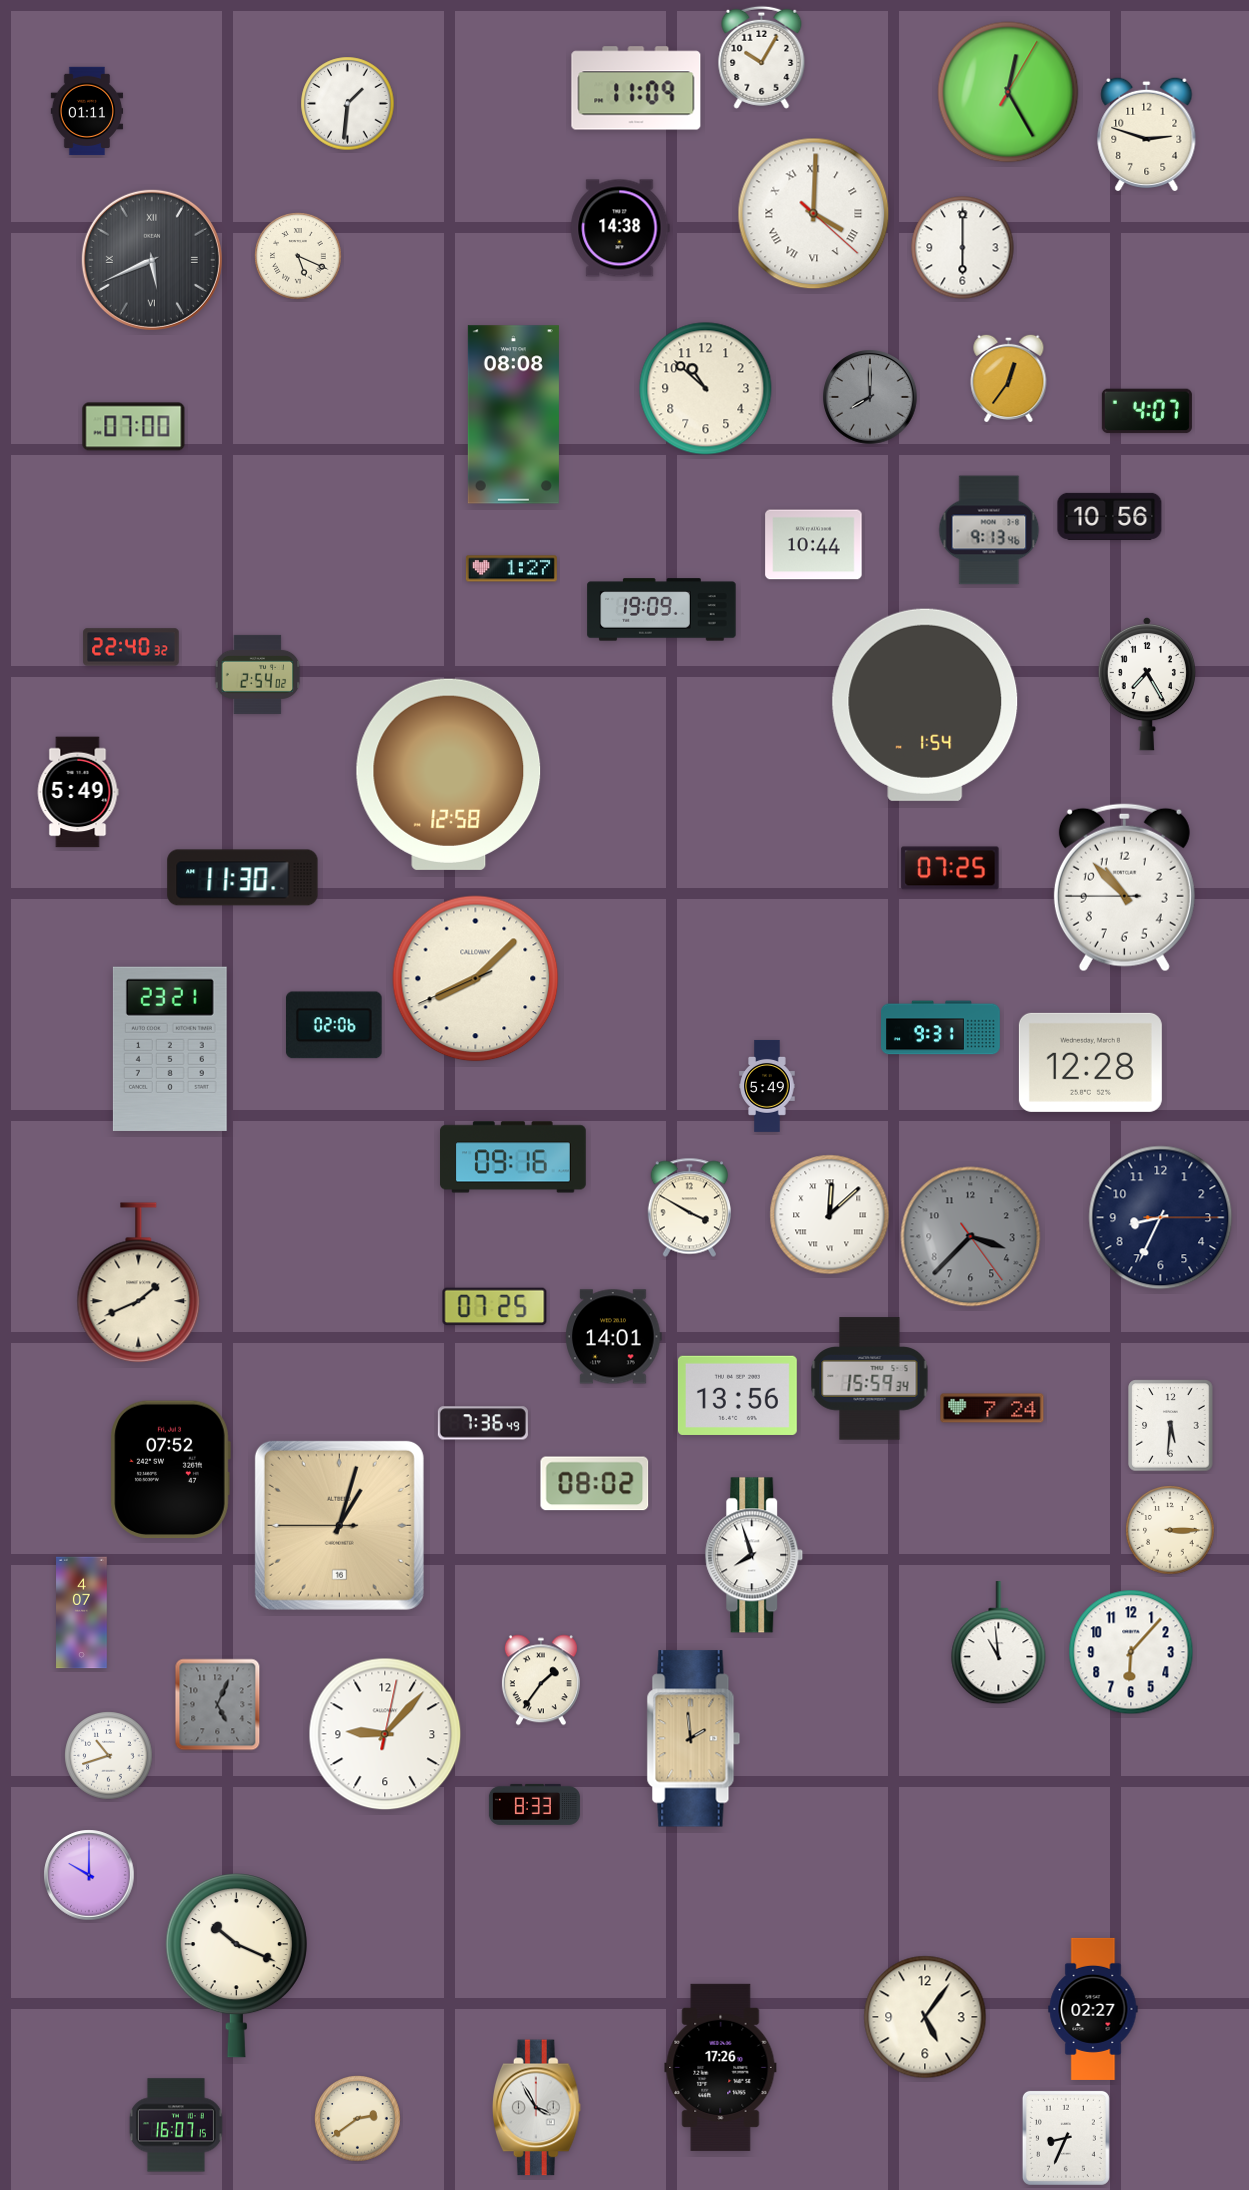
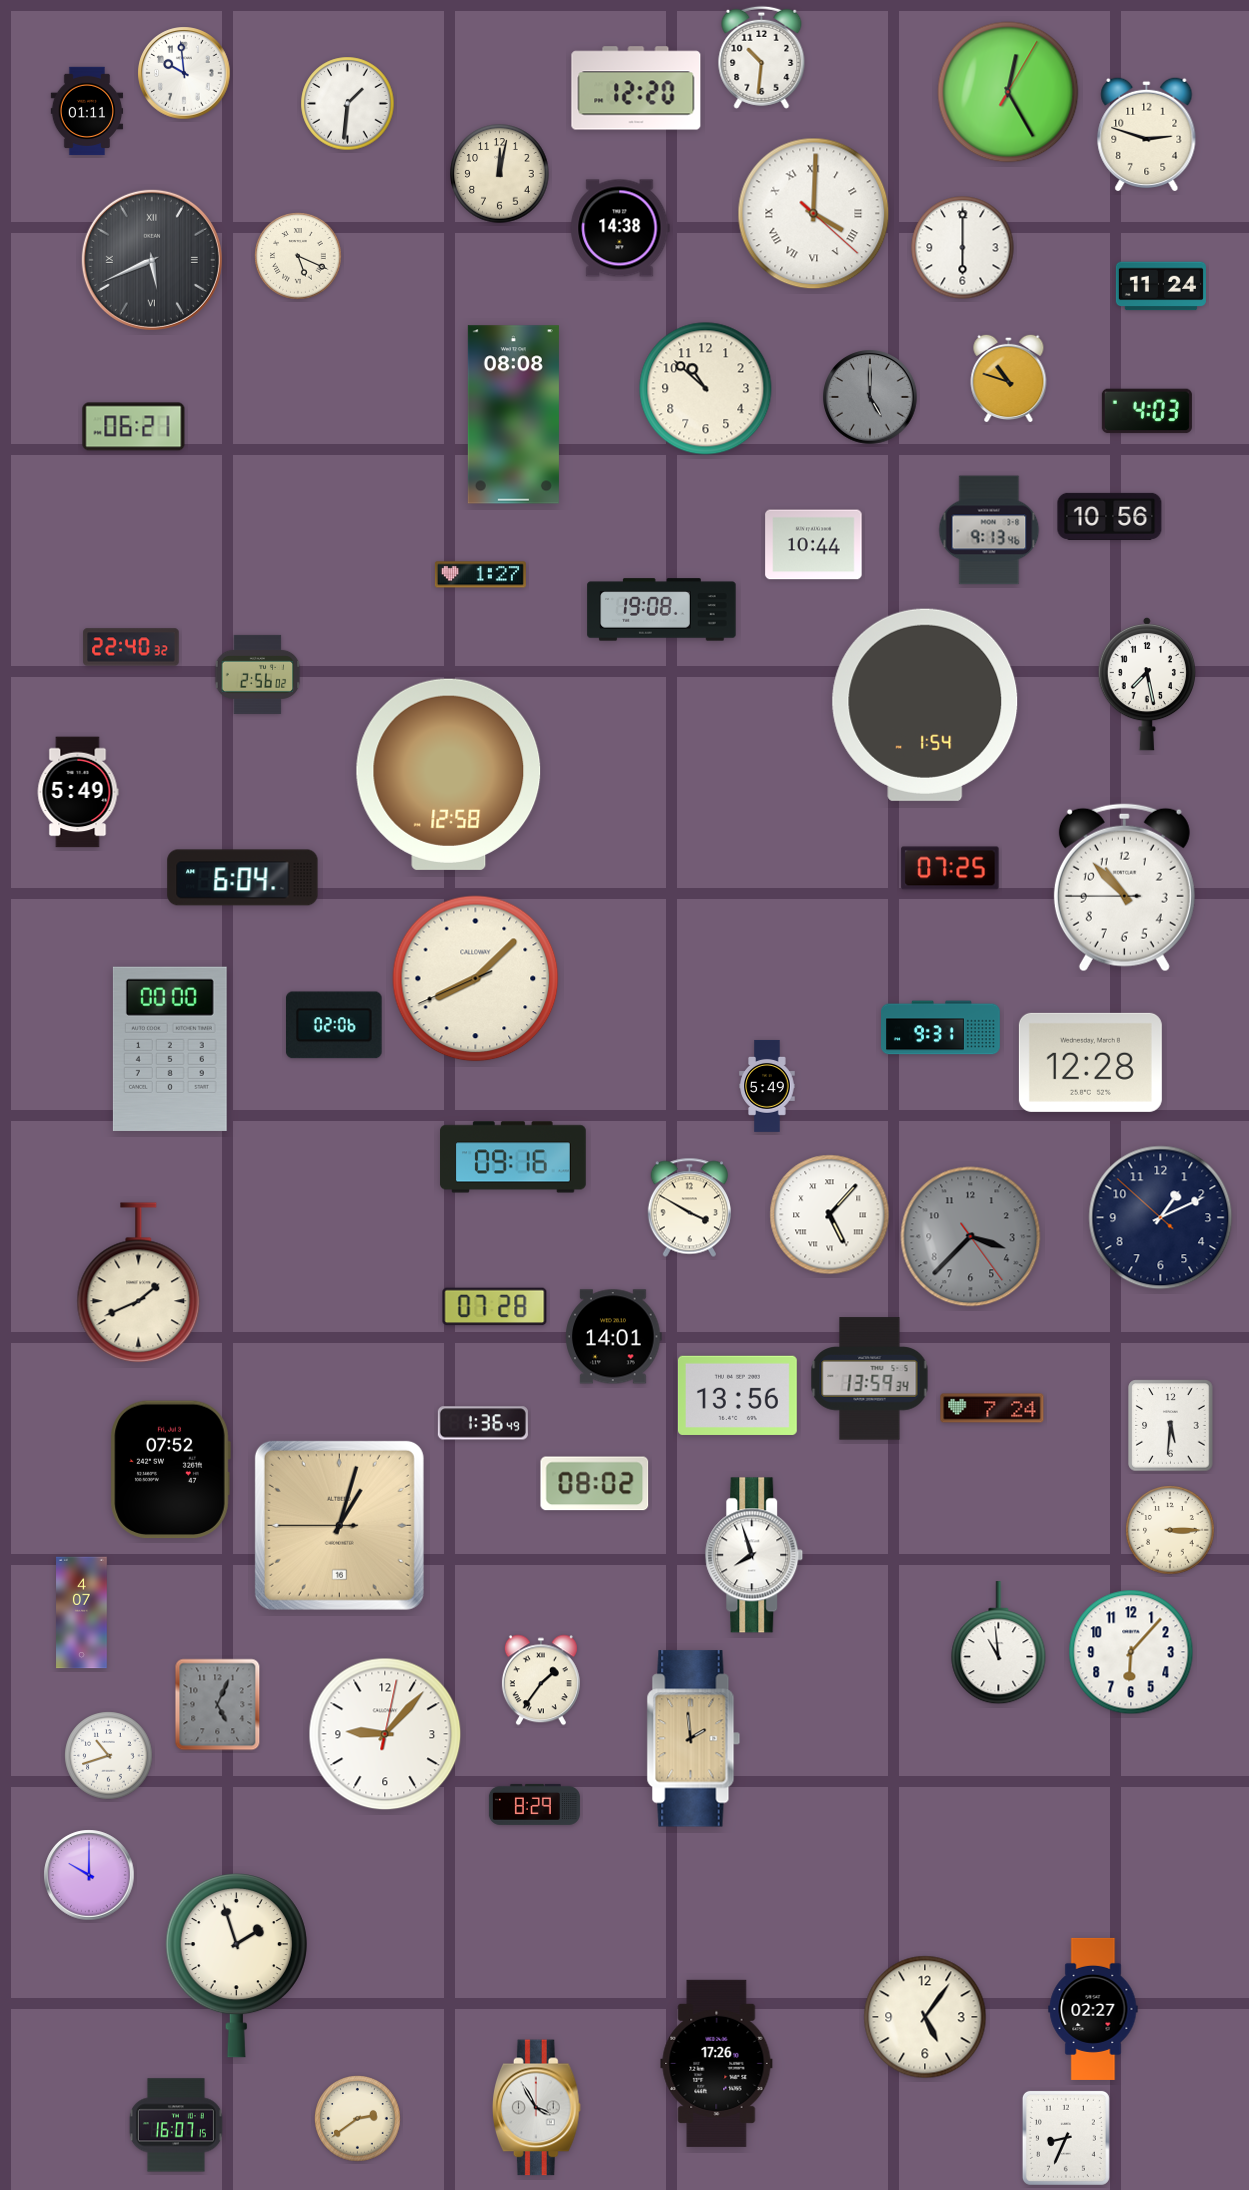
clock at (762, 57): 10:05 -> 10:31
clock at (184, 73): none -> 9:59
clock at (636, 88): 11:09 -> 12:20
clock at (500, 174): none -> 12:02
clock at (1161, 286): none -> 11:24
clock at (1009, 378): 12:36 -> 10:48
clock at (870, 397): 8:00 -> 5:00
clock at (1147, 411): 4:07 -> 4:03
clock at (134, 427): 07:00 -> 06:21
clock at (511, 569) position: (511, 569) -> (480, 575)
clock at (662, 610): 19:09 -> 19:08
clock at (258, 674): 2:54 -> 2:56
clock at (1146, 684): 7:25 -> 7:28
clock at (243, 878): 11:30 -> 6:04
clock at (170, 1049): 23:21 -> 00:00
clock at (830, 1215): 12:08 -> 5:07
clock at (1161, 1218): 8:34 -> 1:10
clock at (495, 1307): 07:25 -> 07:28
clock at (870, 1379): 15:59 -> 13:59
clock at (483, 1423): 7:36 -> 1:36
clock at (534, 1804): 8:33 -> 8:29
clock at (236, 1965): 10:19 -> 1:57
clock at (721, 2067) position: (721, 2067) -> (717, 2063)
